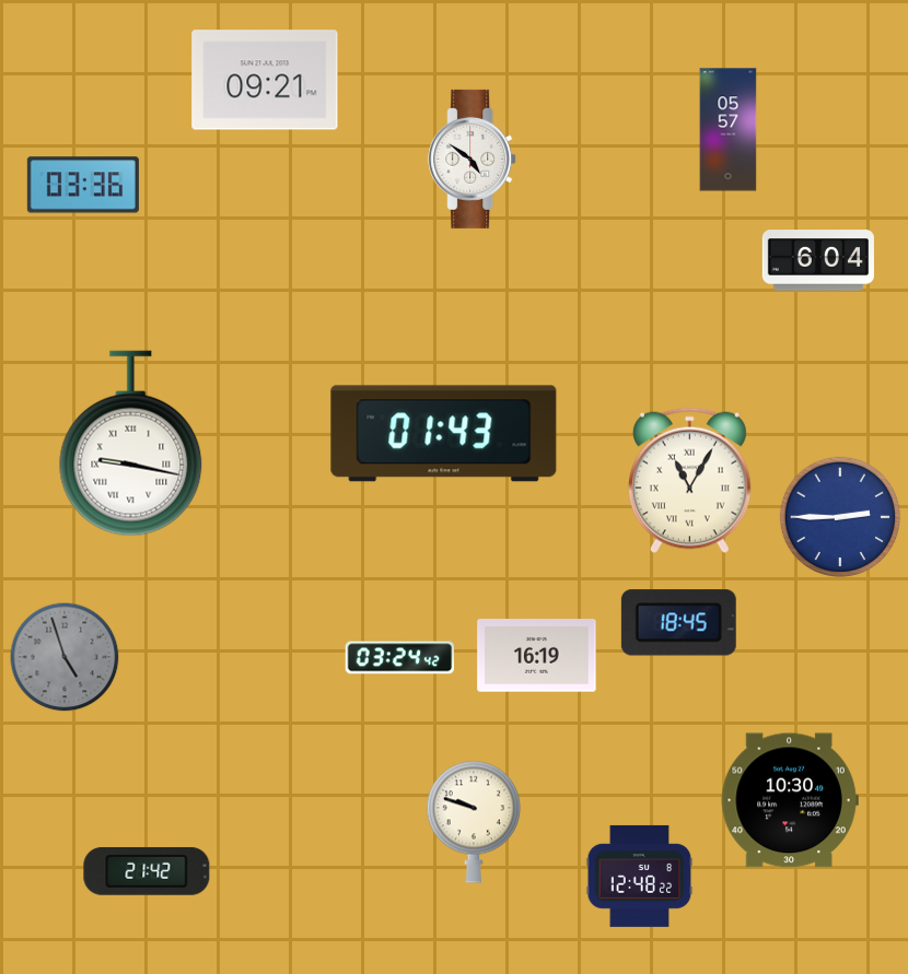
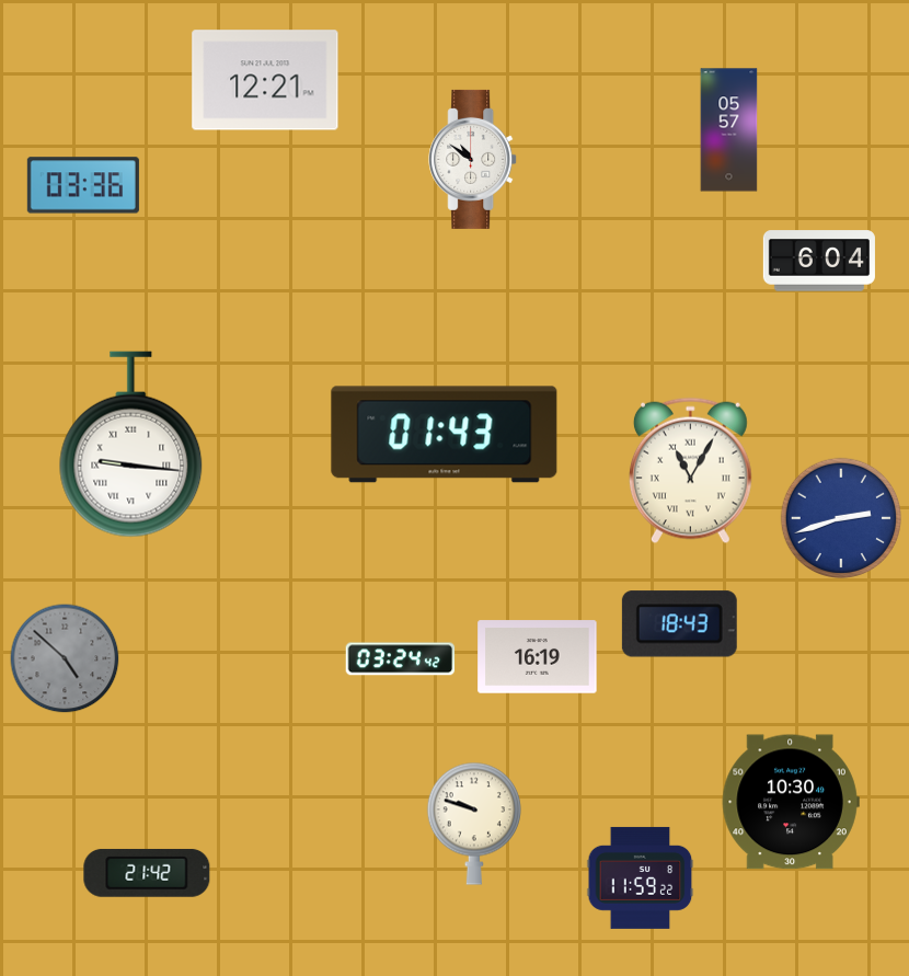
clock at (265, 80): 09:21 -> 12:21
clock at (473, 159): 4:51 -> 10:51
clock at (131, 444): 9:17 -> 9:16
clock at (689, 481) position: (689, 481) -> (690, 471)
clock at (839, 516): 2:45 -> 2:42
clock at (678, 623): 18:45 -> 18:43
clock at (65, 657): 4:57 -> 4:52
clock at (640, 876): 12:48 -> 11:59
